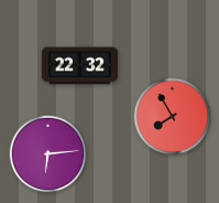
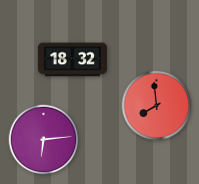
clock at (79, 66): 22:32 -> 18:32
clock at (173, 117): 7:55 -> 7:59
